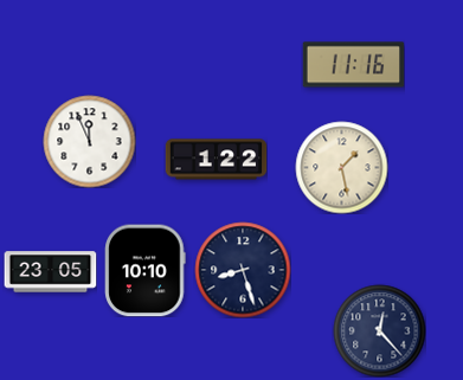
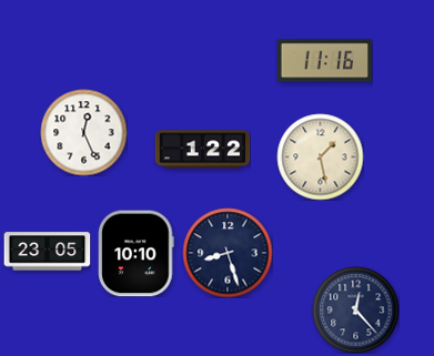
clock at (353, 65) position: (353, 65) -> (324, 61)
clock at (89, 141): 11:56 -> 12:26
clock at (50, 272) position: (50, 272) -> (47, 252)
